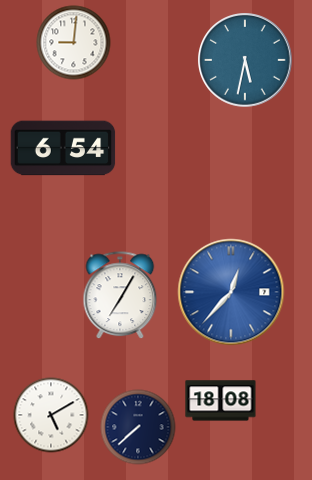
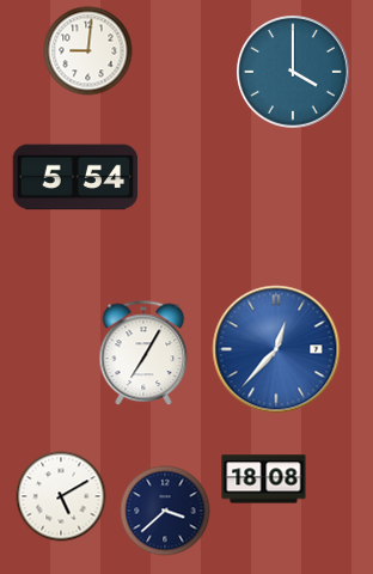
clock at (246, 61): 5:32 -> 4:00
clock at (63, 148): 6:54 -> 5:54
clock at (138, 427): 7:38 -> 3:38
